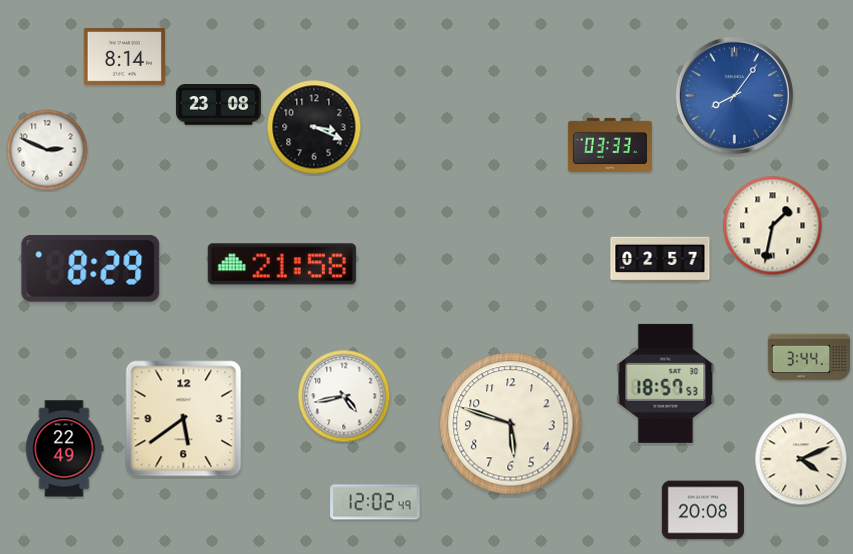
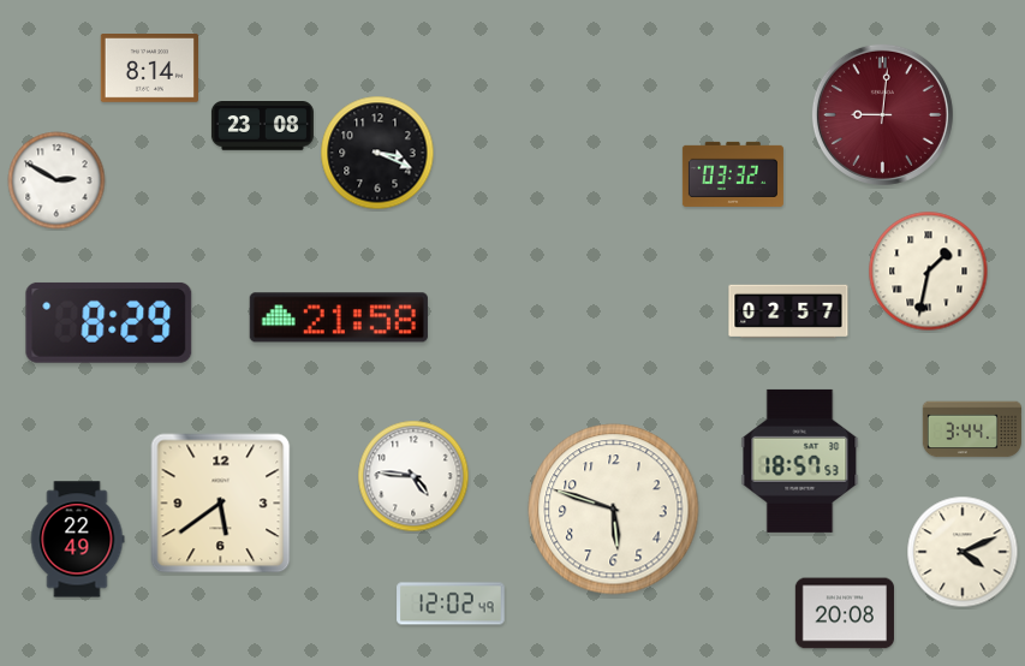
clock at (734, 95): 8:06 -> 9:01
clock at (734, 95) dial: blue -> burgundy
clock at (610, 145): 03:33 -> 03:32
clock at (47, 150): 2:49 -> 2:50
clock at (660, 259) position: (660, 259) -> (788, 311)
clock at (344, 396): 4:43 -> 4:46
